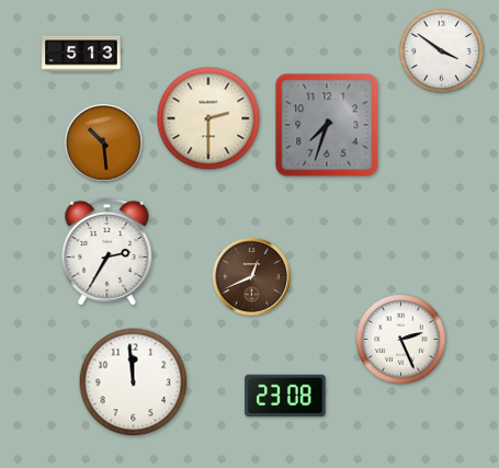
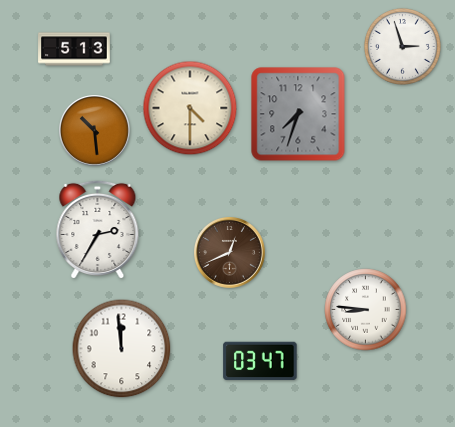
clock at (441, 50): 3:51 -> 2:57
clock at (208, 118): 2:30 -> 4:30
clock at (401, 340): 2:26 -> 8:46
clock at (285, 396): 23:08 -> 03:47
